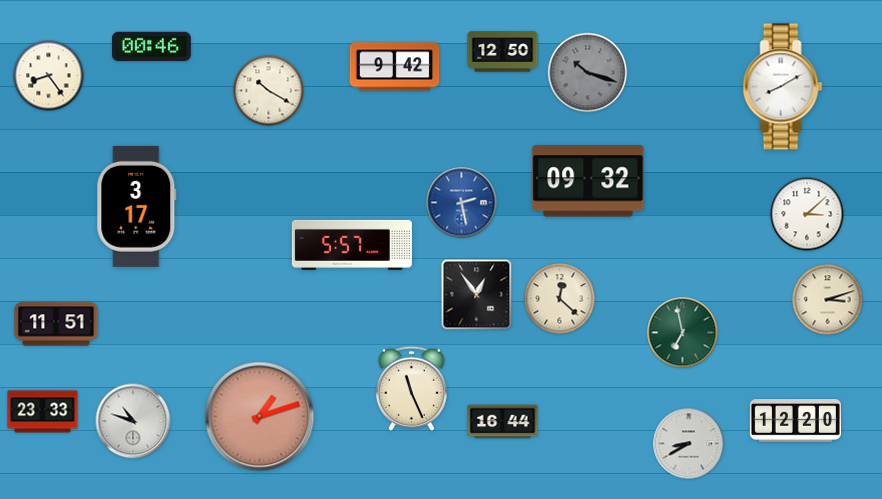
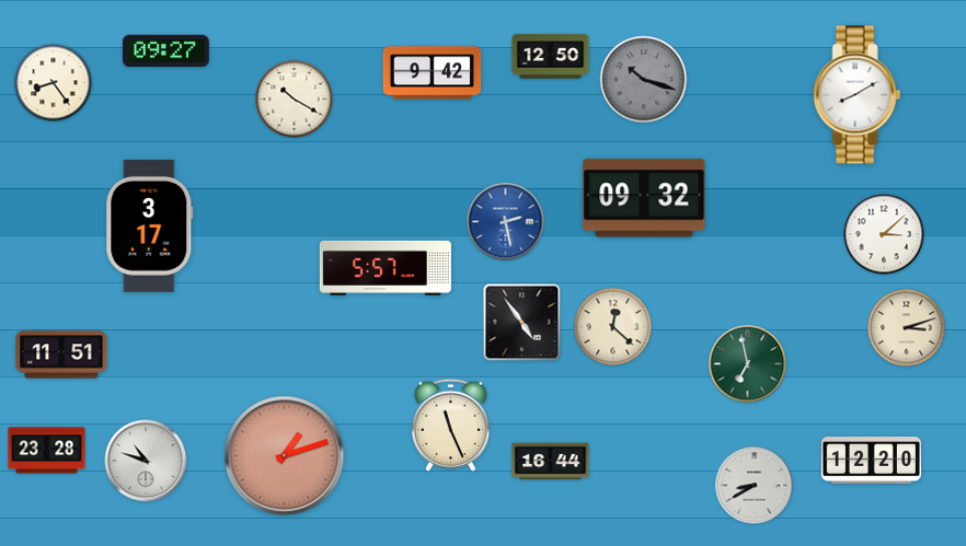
clock at (152, 47): 00:46 -> 09:27
clock at (477, 295): 12:54 -> 4:54
clock at (43, 412): 23:33 -> 23:28
